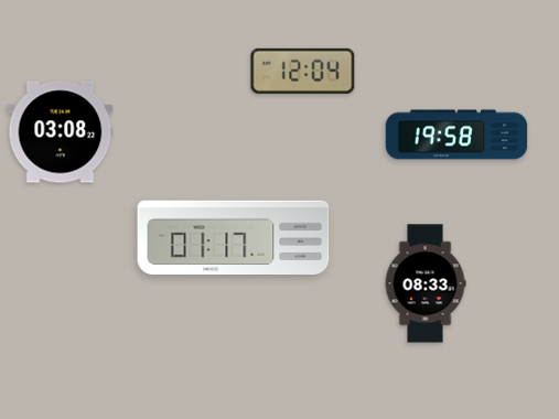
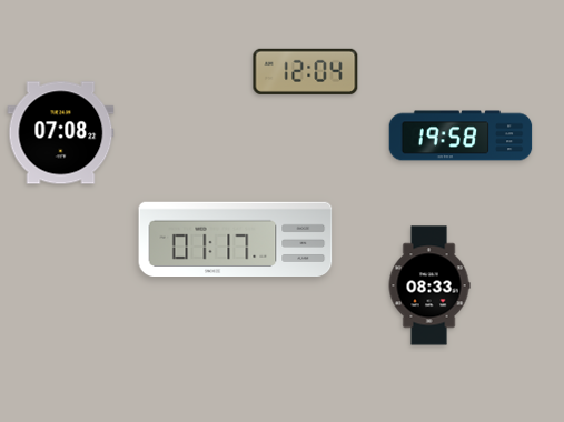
clock at (61, 132): 03:08 -> 07:08
